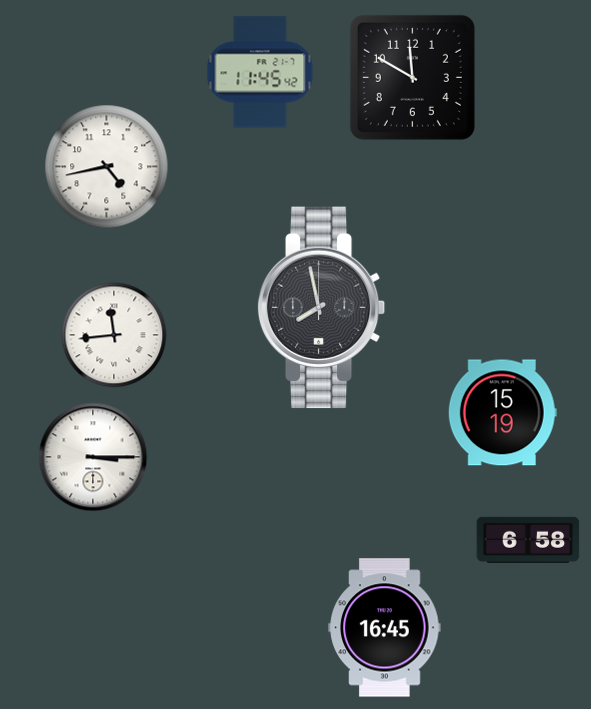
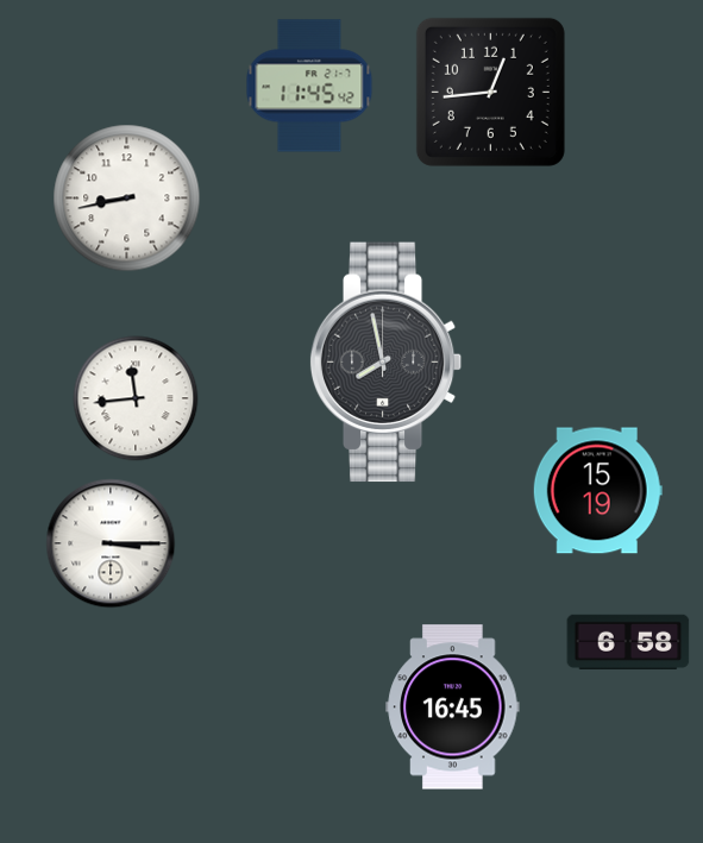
clock at (412, 77): 11:50 -> 12:44
clock at (107, 167): 4:43 -> 8:43
clock at (322, 308) position: (322, 308) -> (387, 363)
clock at (385, 628) position: (385, 628) -> (453, 707)
